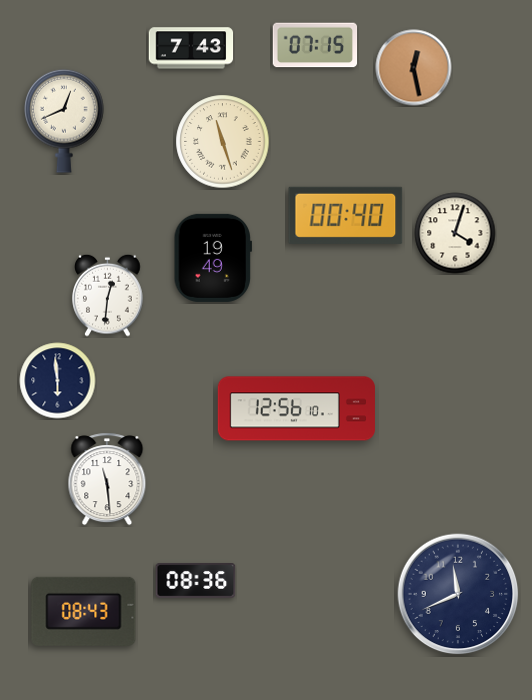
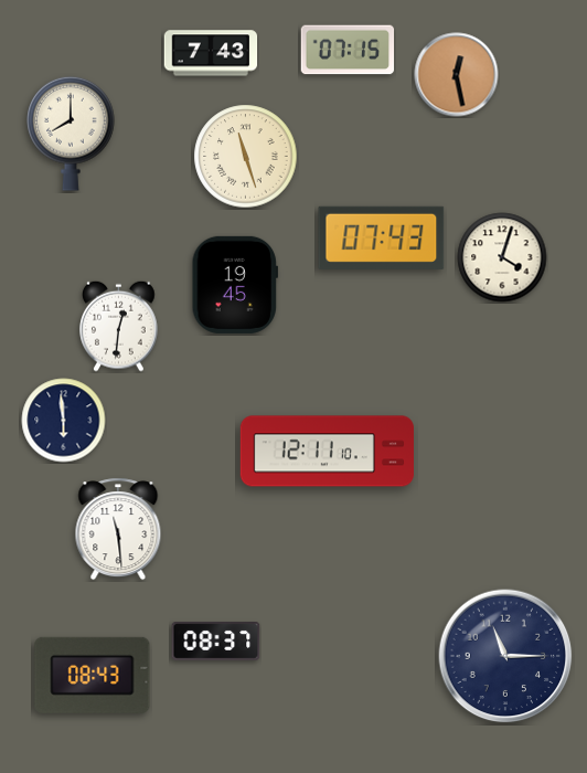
clock at (64, 121): 12:41 -> 8:00
clock at (346, 215): 00:40 -> 07:43
clock at (212, 258): 19:49 -> 19:45
clock at (296, 409): 12:56 -> 12:11
clock at (196, 581): 08:36 -> 08:37
clock at (458, 594): 11:41 -> 11:15
